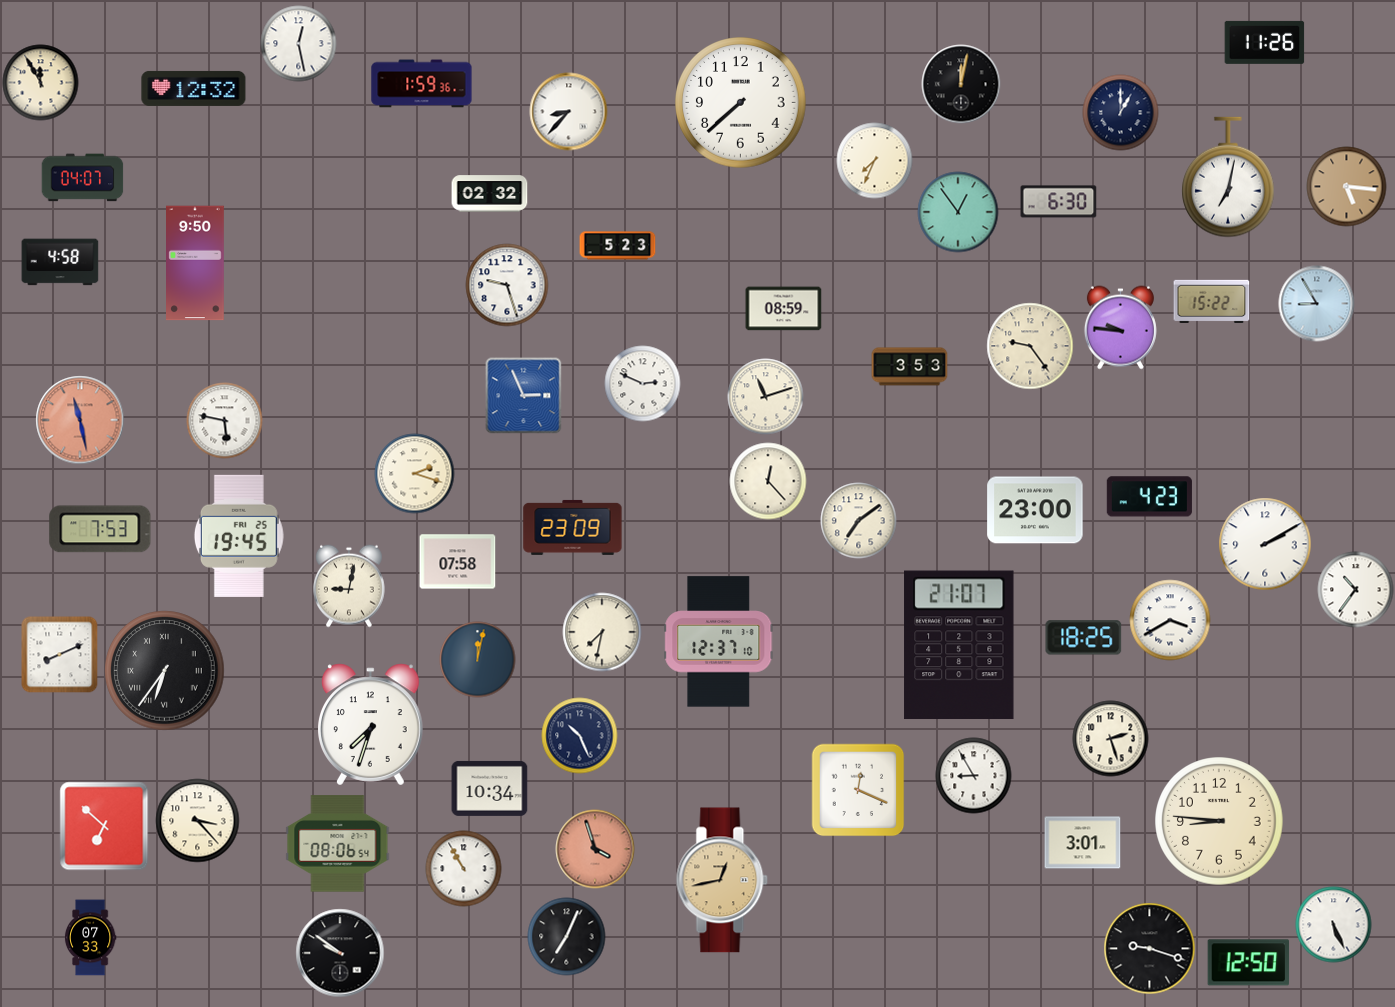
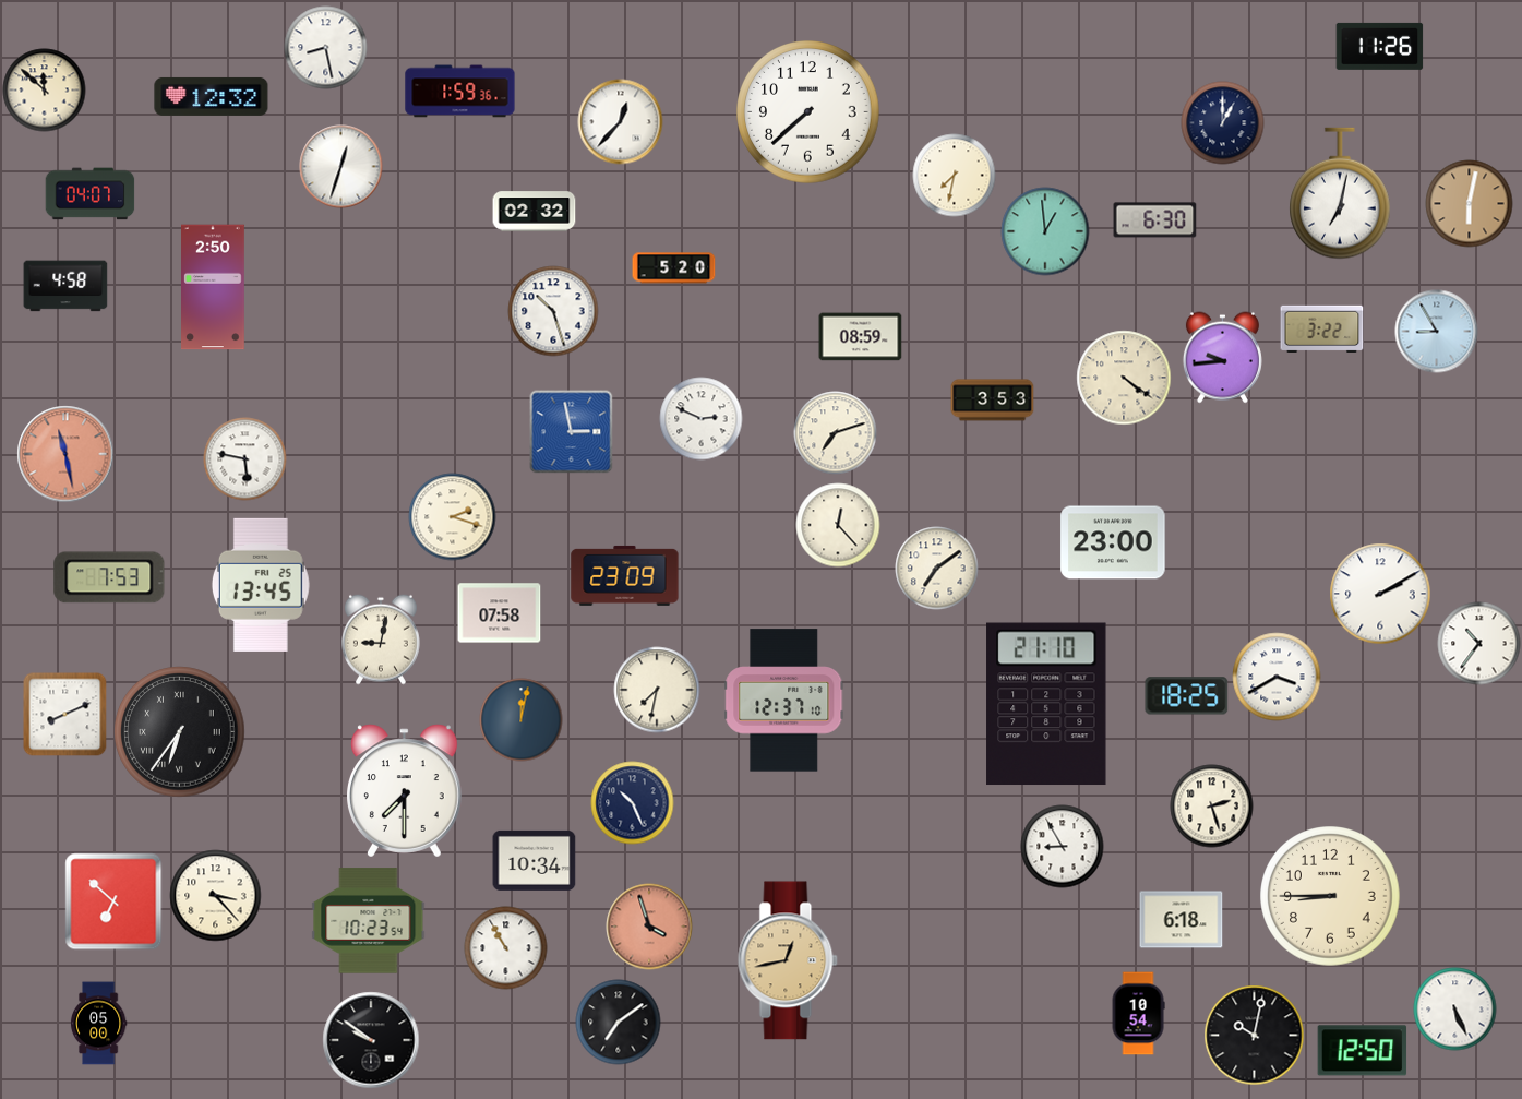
clock at (299, 44): 12:28 -> 8:28
clock at (41, 83): 11:55 -> 11:52
clock at (961, 84): 12:02 -> none
clock at (569, 112): 8:37 -> 12:37
clock at (341, 167): none -> 12:33
clock at (875, 161): 7:34 -> 7:32
clock at (1347, 187): 5:16 -> 6:02
clock at (958, 212): 12:54 -> 12:59
clock at (618, 246): 5:23 -> 5:20
clock at (196, 263): 9:50 -> 2:50
clock at (507, 285): 9:27 -> 10:27
clock at (1212, 301): 15:22 -> 3:22
clock at (784, 309) position: (784, 309) -> (861, 337)
clock at (1120, 328): 9:46 -> 9:44
clock at (1030, 346): 9:24 -> 4:21
clock at (524, 396): 2:56 -> 2:58
clock at (766, 397): 11:12 -> 7:12
clock at (80, 420) position: (80, 420) -> (65, 454)
clock at (1149, 497): 4:23 -> none
clock at (1035, 510) position: (1035, 510) -> (1113, 542)
clock at (239, 536): 19:45 -> 13:45
clock at (1084, 638) position: (1084, 638) -> (1187, 696)
clock at (959, 645): 21:07 -> 21:10
clock at (371, 725): 7:33 -> 7:30
clock at (858, 790): 12:19 -> none
clock at (1219, 821): 8:46 -> 8:45
clock at (1083, 843): 3:01 -> 6:18
clock at (338, 844): 08:06 -> 10:23
clock at (1138, 1014): none -> 10:54
clock at (567, 937): 7:04 -> 7:09
clock at (90, 938): 07:33 -> 05:00
clock at (1150, 949): 9:18 -> 10:02
